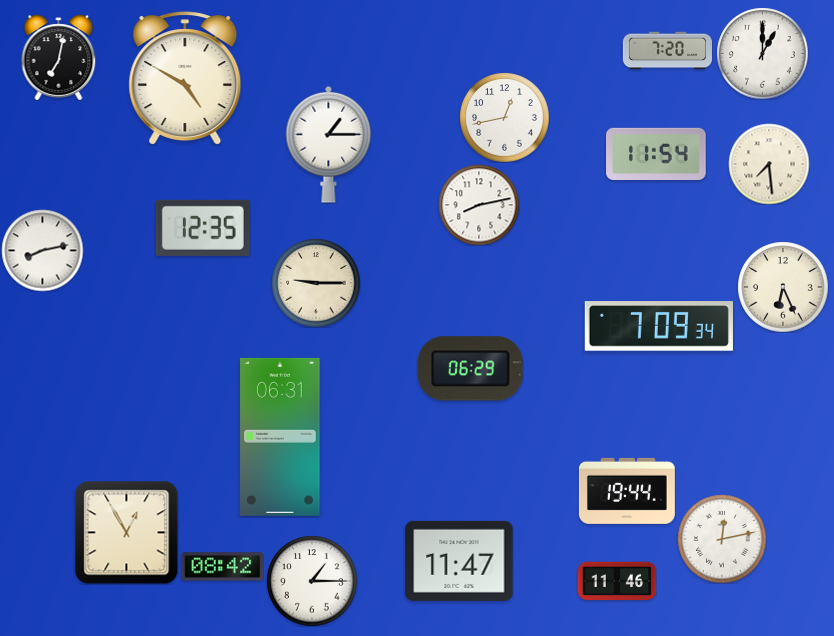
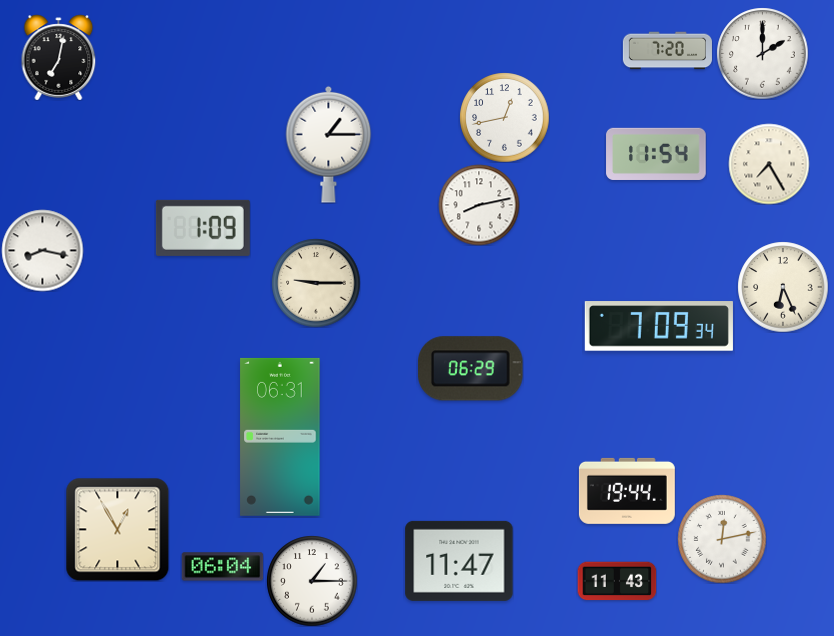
clock at (762, 53): 1:00 -> 2:00
clock at (185, 78): 4:50 -> none
clock at (769, 164): 7:29 -> 7:25
clock at (203, 228): 12:35 -> 1:09
clock at (42, 250): 8:13 -> 8:17
clock at (126, 532) position: (126, 532) -> (117, 529)
clock at (222, 567): 08:42 -> 06:04
clock at (617, 581): 11:46 -> 11:43
